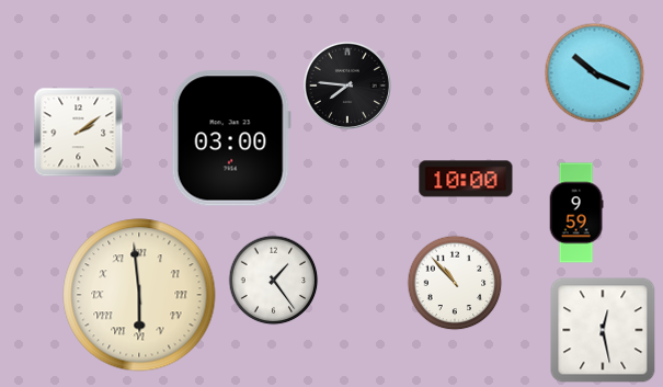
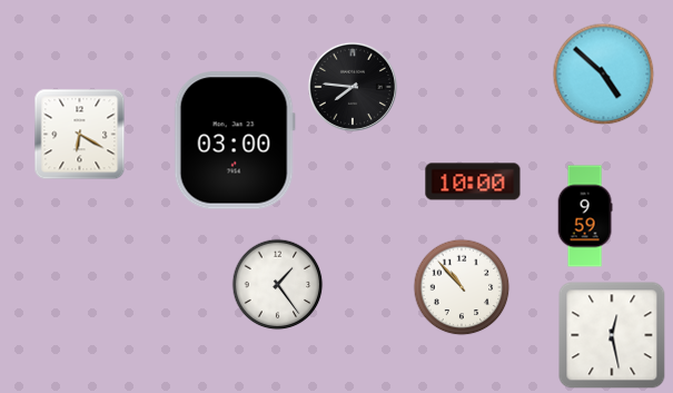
clock at (594, 72): 10:19 -> 4:52
clock at (78, 132): 2:09 -> 6:20
clock at (139, 295): 5:59 -> none
